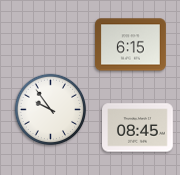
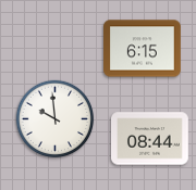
clock at (51, 110): 9:54 -> 9:59
clock at (138, 128): 08:45 -> 08:44
